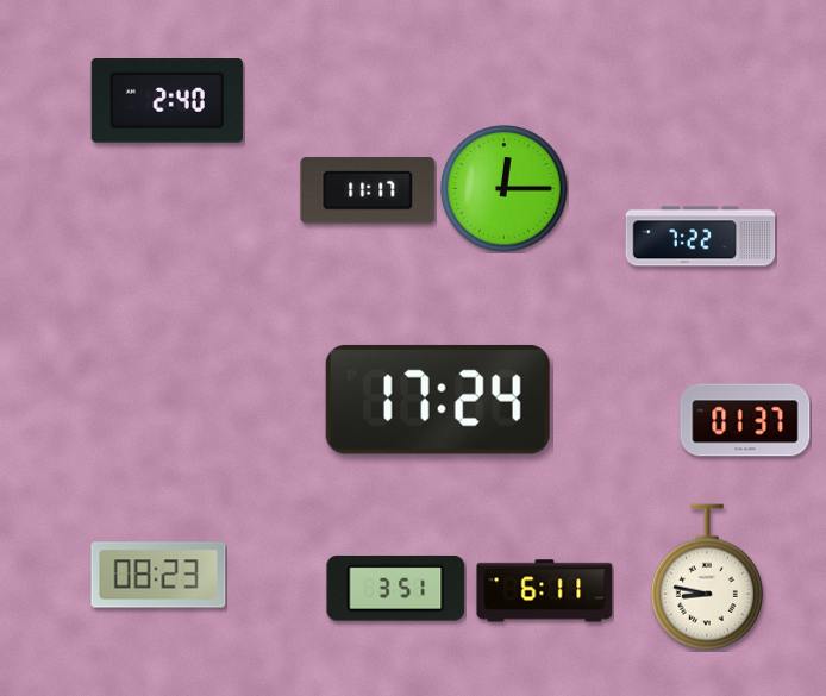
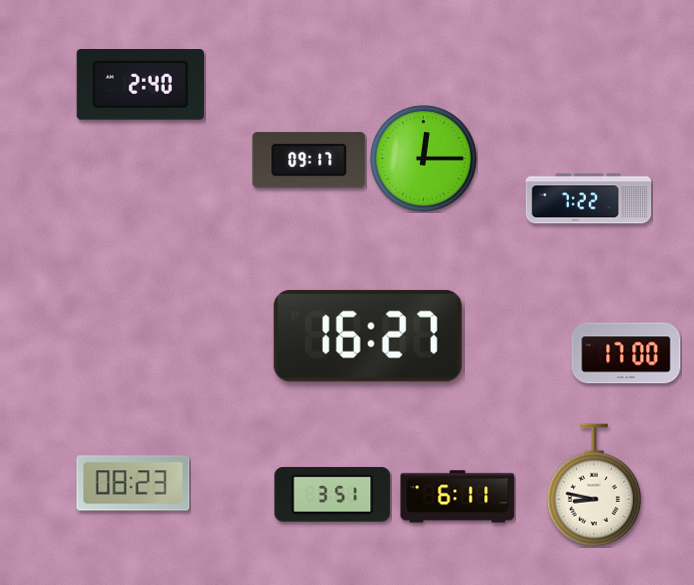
clock at (368, 190): 11:17 -> 09:17
clock at (438, 400): 17:24 -> 16:27
clock at (745, 420): 01:37 -> 17:00
